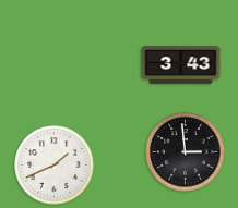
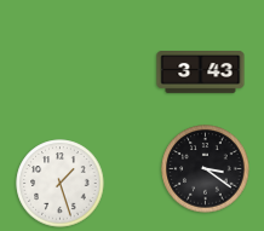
clock at (186, 152): 2:59 -> 3:21
clock at (55, 166): 1:41 -> 1:27
